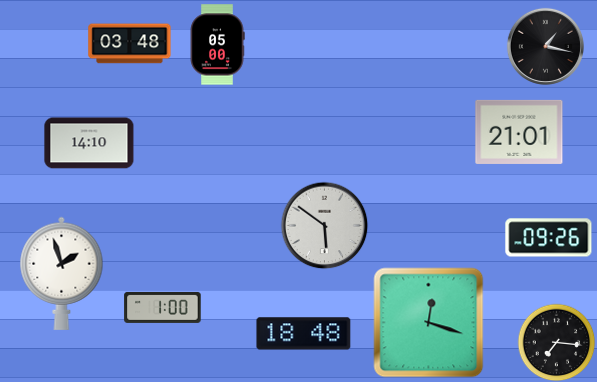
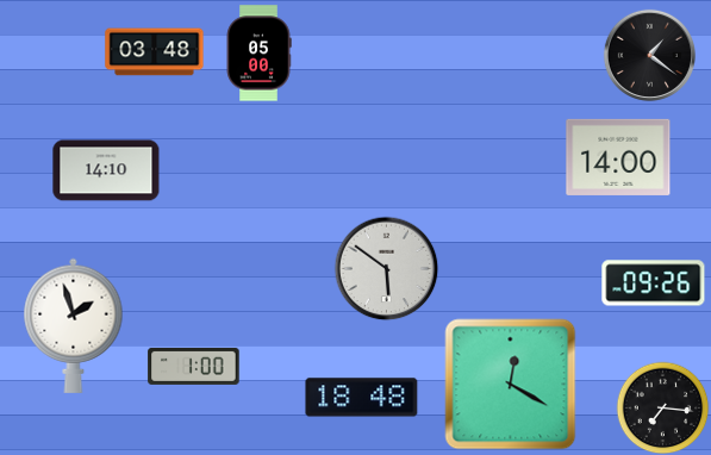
clock at (545, 46): 1:17 -> 1:21
clock at (519, 132): 21:01 -> 14:00
clock at (429, 323): 12:18 -> 12:20
